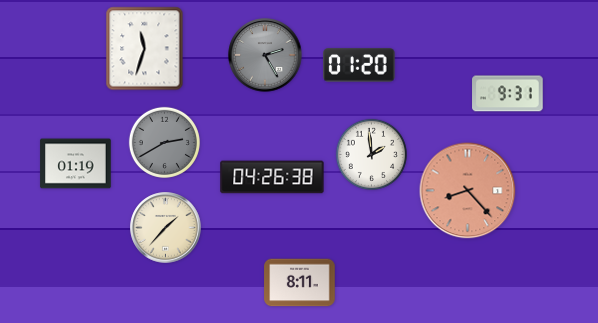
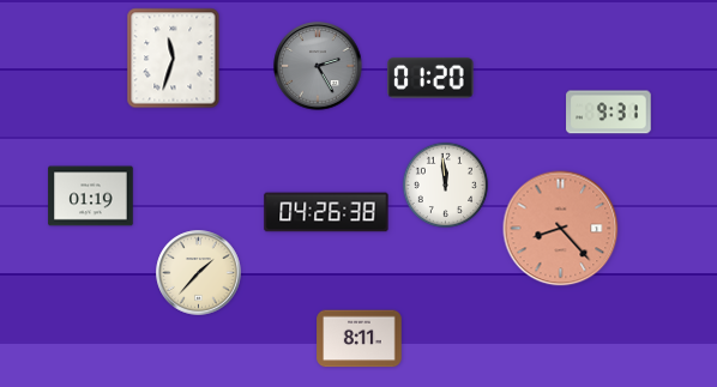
clock at (164, 142): 2:40 -> none
clock at (371, 154): 1:59 -> 11:59
